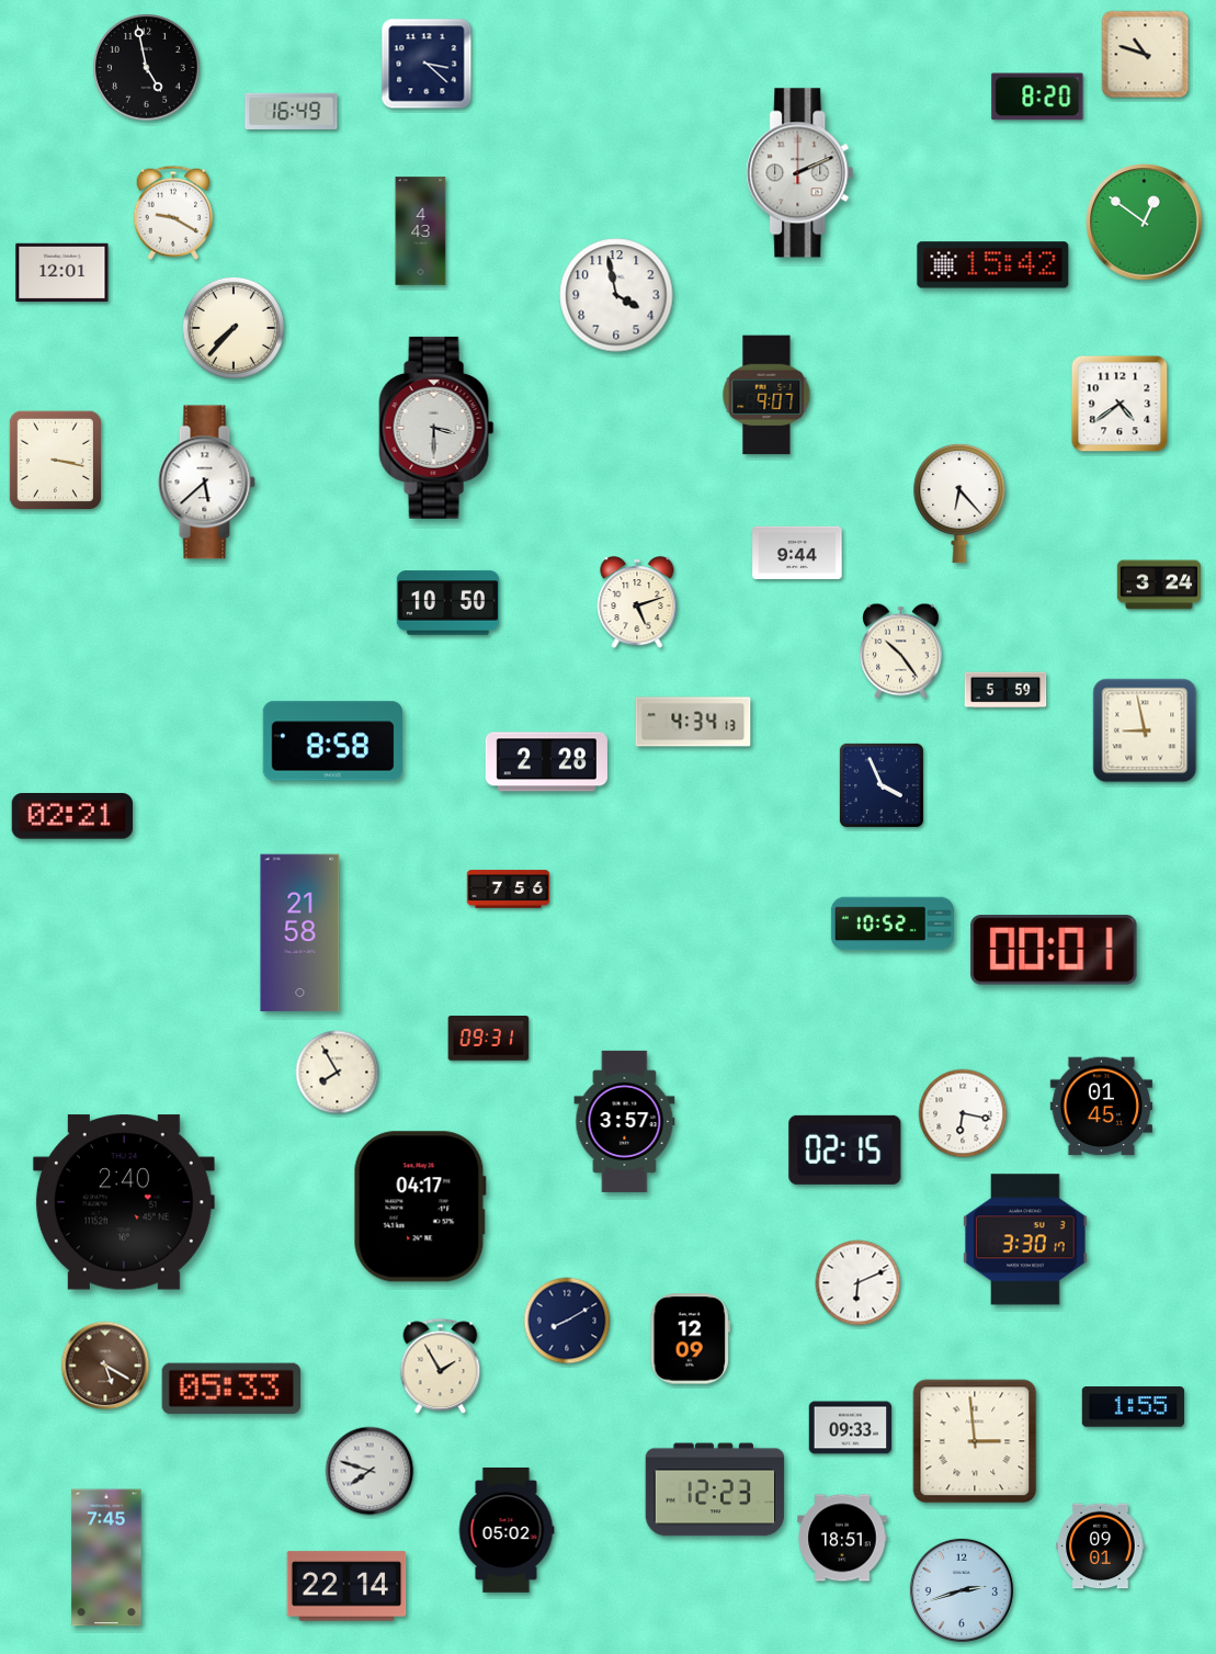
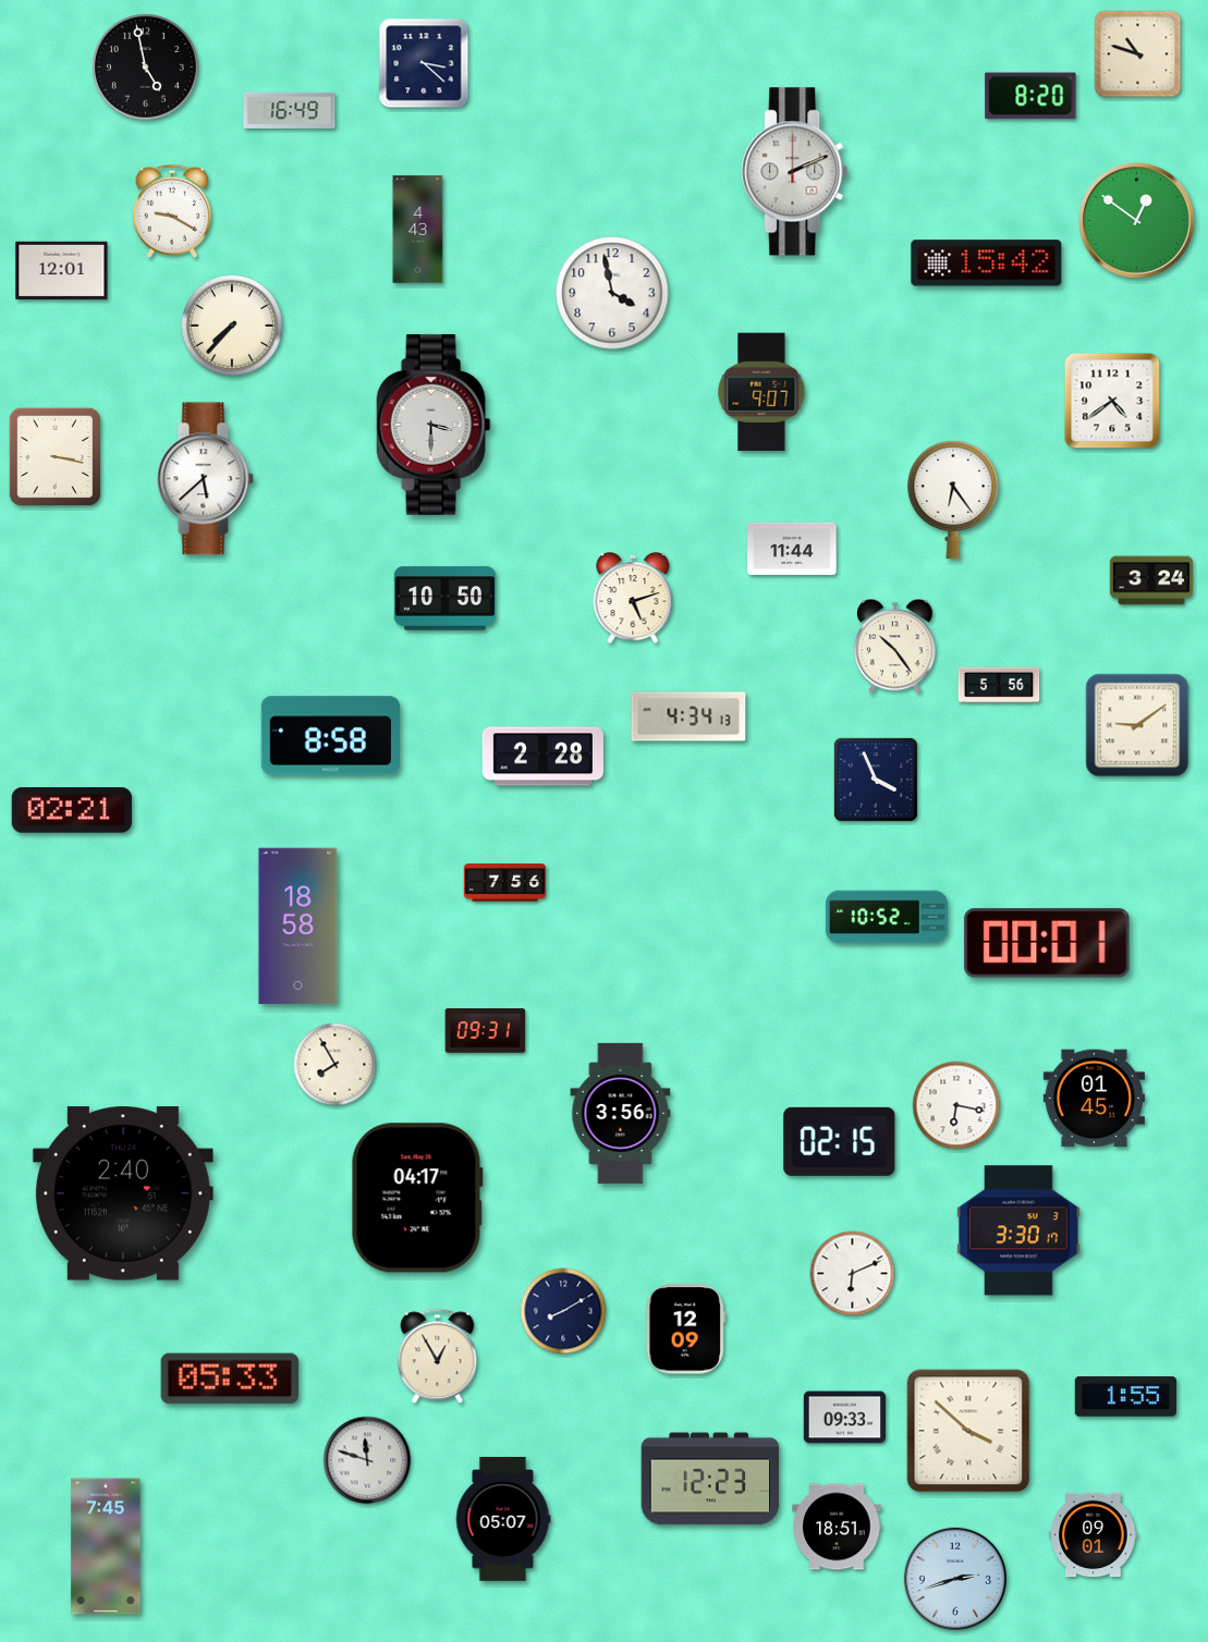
clock at (959, 503): 6:23 -> 6:24
clock at (797, 553): 9:44 -> 11:44
clock at (1005, 690): 5:59 -> 5:56
clock at (1145, 730): 8:58 -> 9:09
clock at (300, 933): 21:58 -> 18:58
clock at (625, 1121): 3:57 -> 3:56
clock at (105, 1366): 5:20 -> none
clock at (441, 1367): 1:55 -> 12:55
clock at (975, 1441): 2:59 -> 3:52
clock at (370, 1471): 7:48 -> 11:48
clock at (507, 1531): 05:02 -> 05:07
clock at (346, 1586): 22:14 -> none
